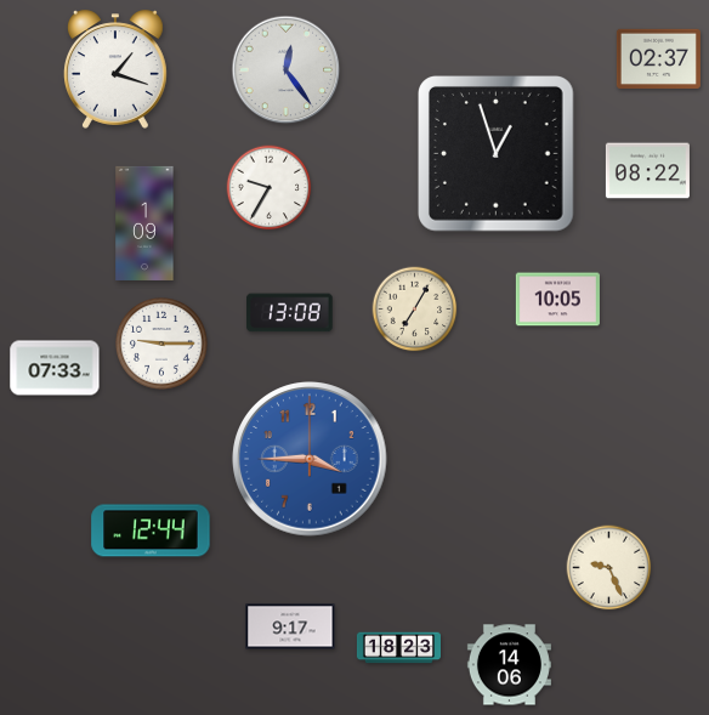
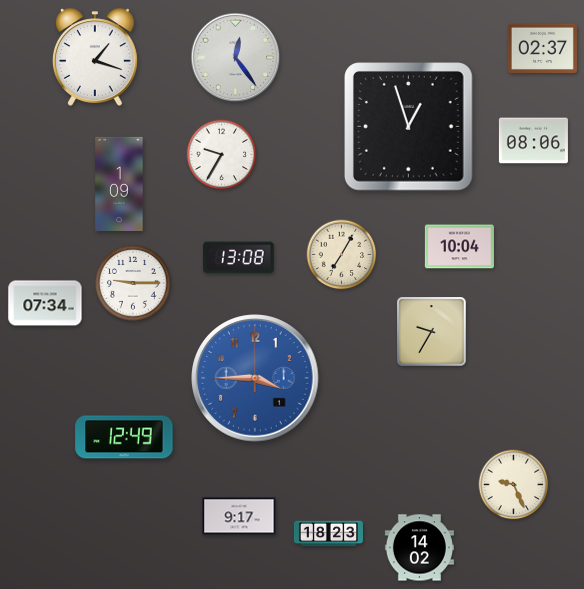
clock at (647, 171): 08:22 -> 08:06
clock at (557, 300): 10:05 -> 10:04
clock at (55, 368): 07:33 -> 07:34
clock at (432, 332): none -> 9:35
clock at (151, 530): 12:44 -> 12:49
clock at (609, 568) position: (609, 568) -> (514, 485)
clock at (509, 665): 14:06 -> 14:02
